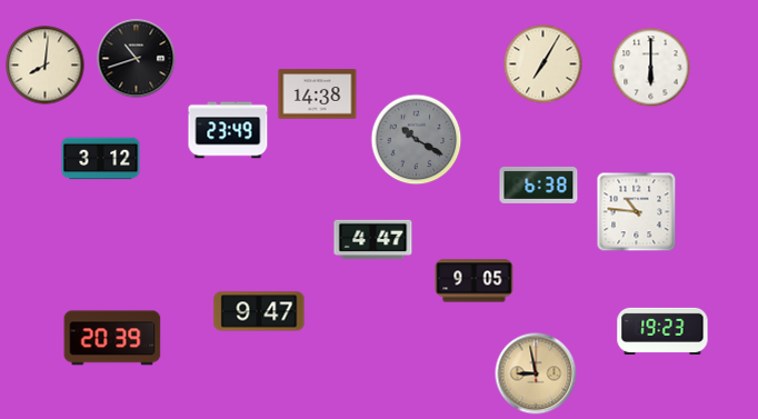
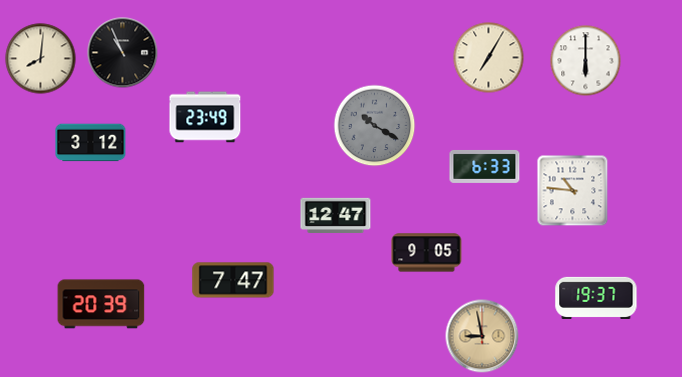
clock at (137, 59): 10:42 -> 10:56
clock at (318, 94): 14:38 -> none
clock at (539, 184): 6:38 -> 6:33
clock at (373, 239): 4:47 -> 12:47
clock at (259, 311): 9:47 -> 7:47
clock at (662, 331): 19:23 -> 19:37
